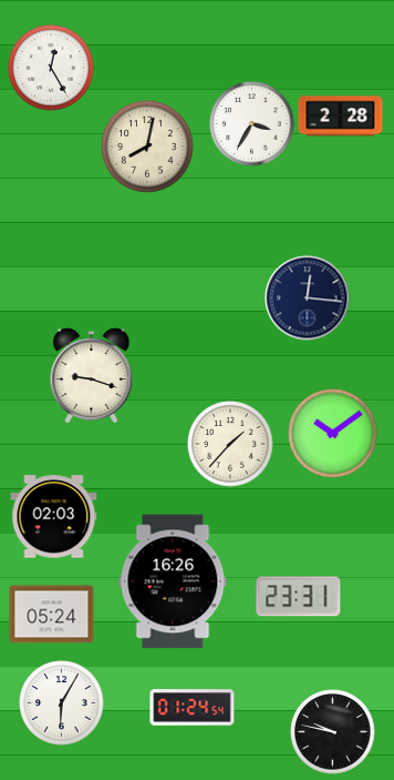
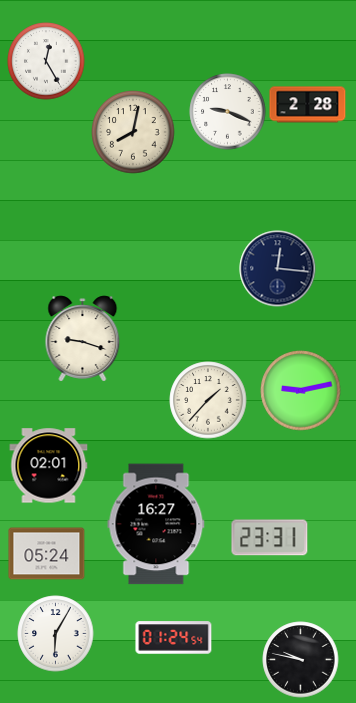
clock at (252, 124): 3:35 -> 9:19
clock at (333, 434): 10:09 -> 9:13
clock at (54, 517): 02:03 -> 02:01
clock at (173, 581): 16:26 -> 16:27
